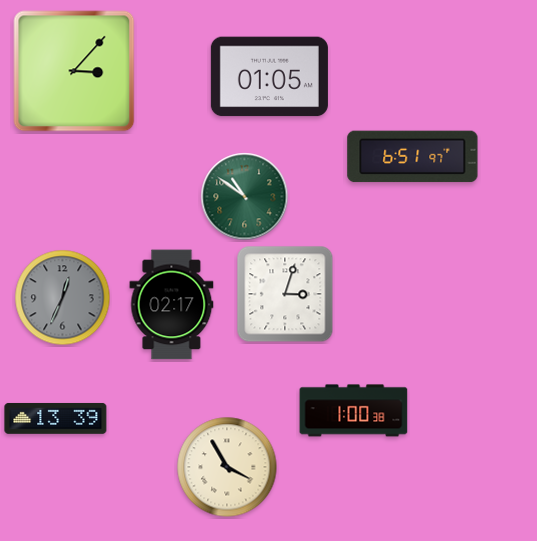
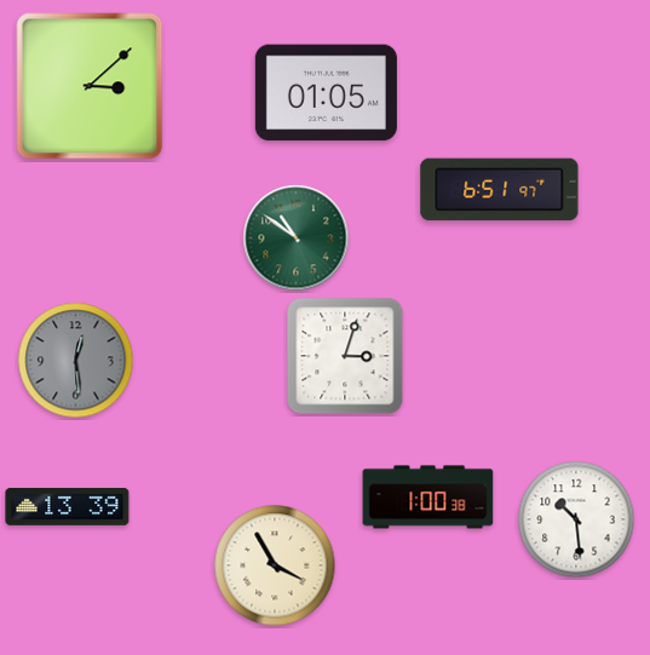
clock at (74, 71): 3:07 -> 3:08
clock at (63, 298): 12:34 -> 12:29
clock at (172, 305): 02:17 -> none
clock at (576, 519): none -> 10:29
